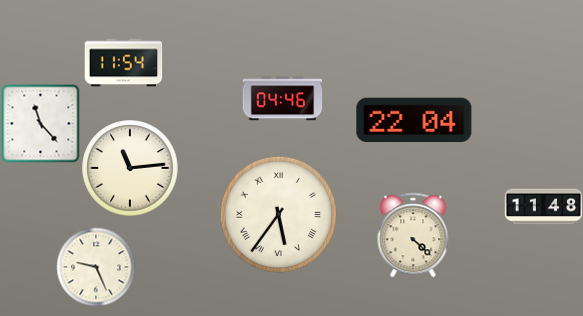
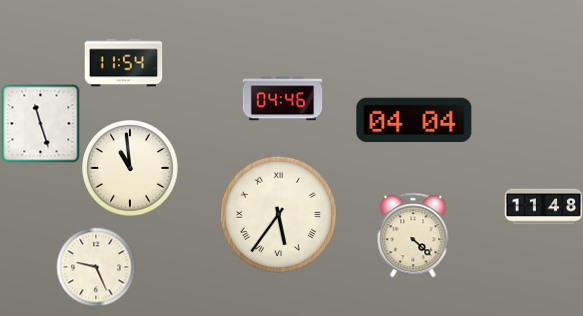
clock at (414, 120): 22:04 -> 04:04
clock at (40, 123): 11:23 -> 11:27
clock at (130, 168): 11:14 -> 10:59
